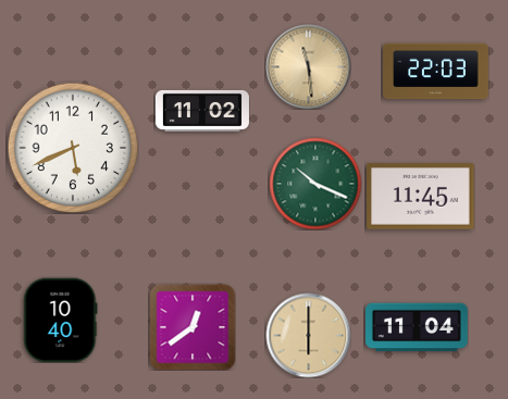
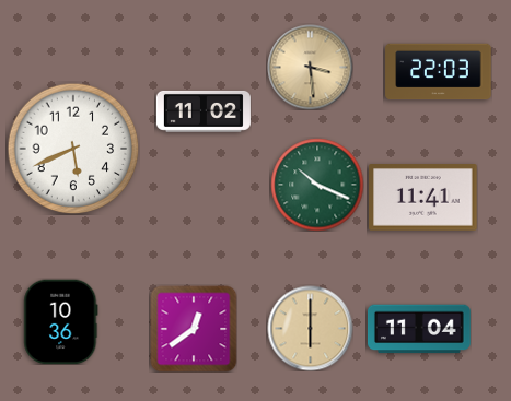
clock at (308, 66): 11:29 -> 3:29
clock at (421, 197): 11:45 -> 11:41
clock at (61, 320): 10:40 -> 10:36
clock at (308, 335) position: (308, 335) -> (310, 328)
